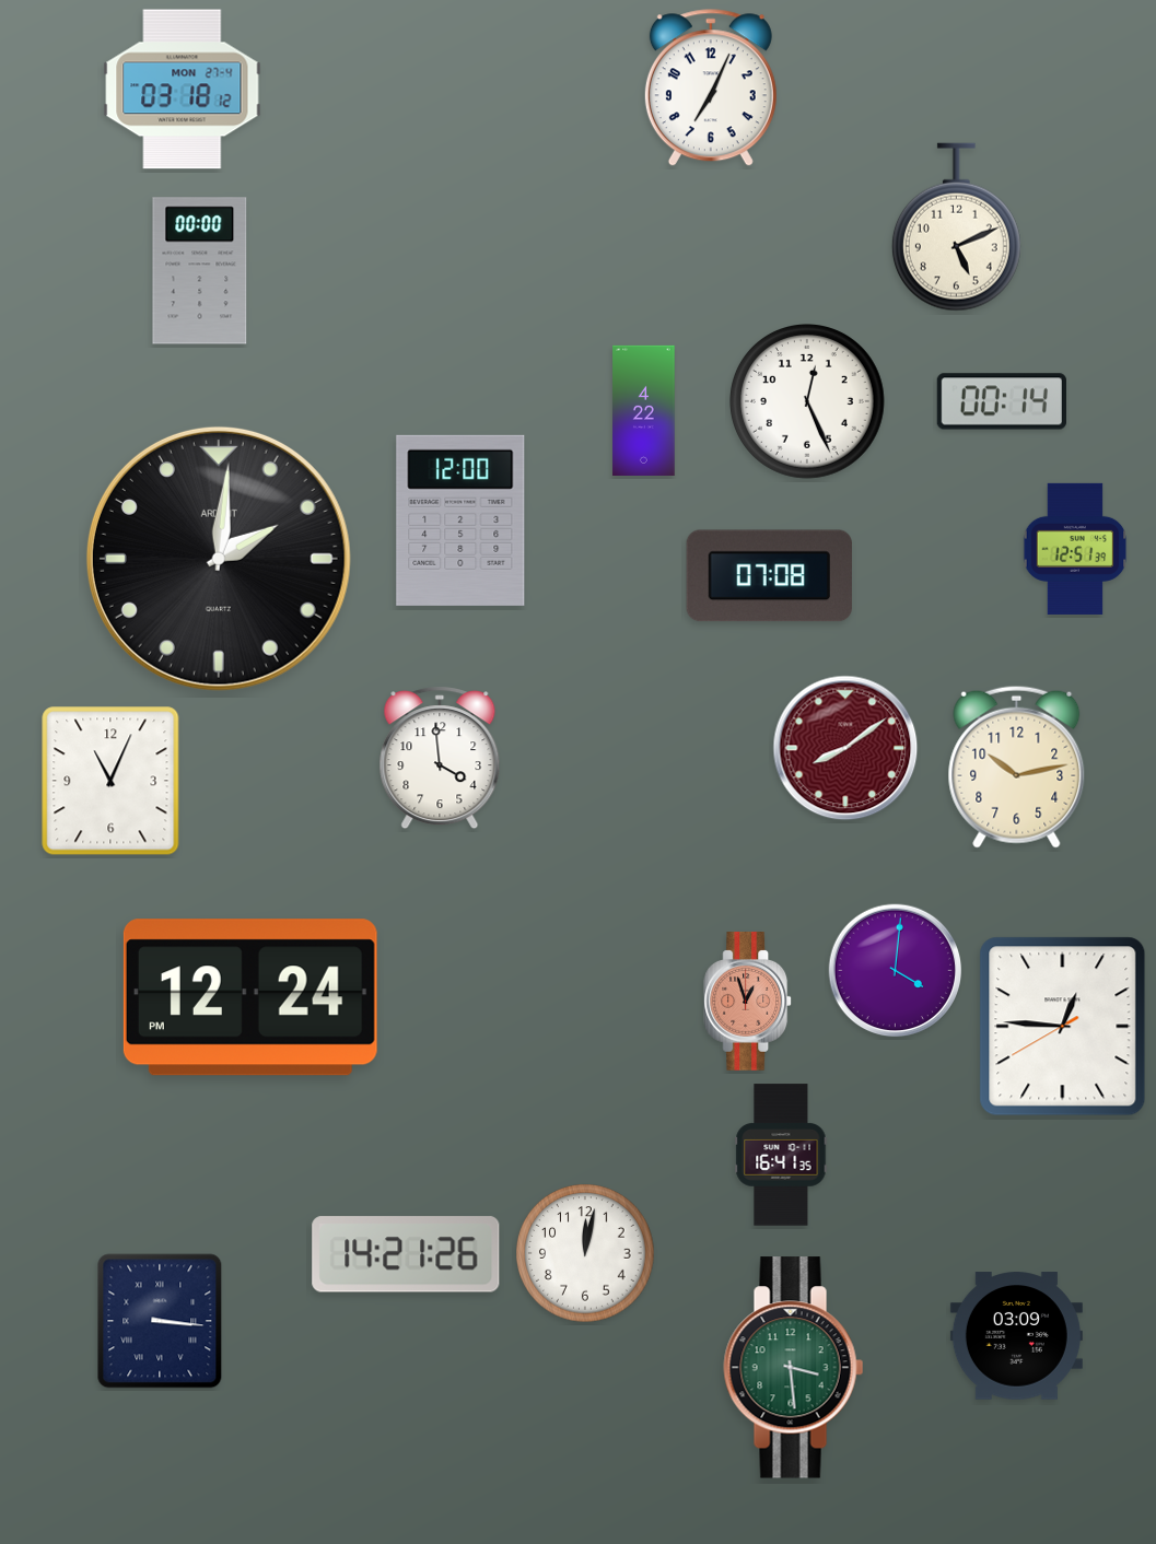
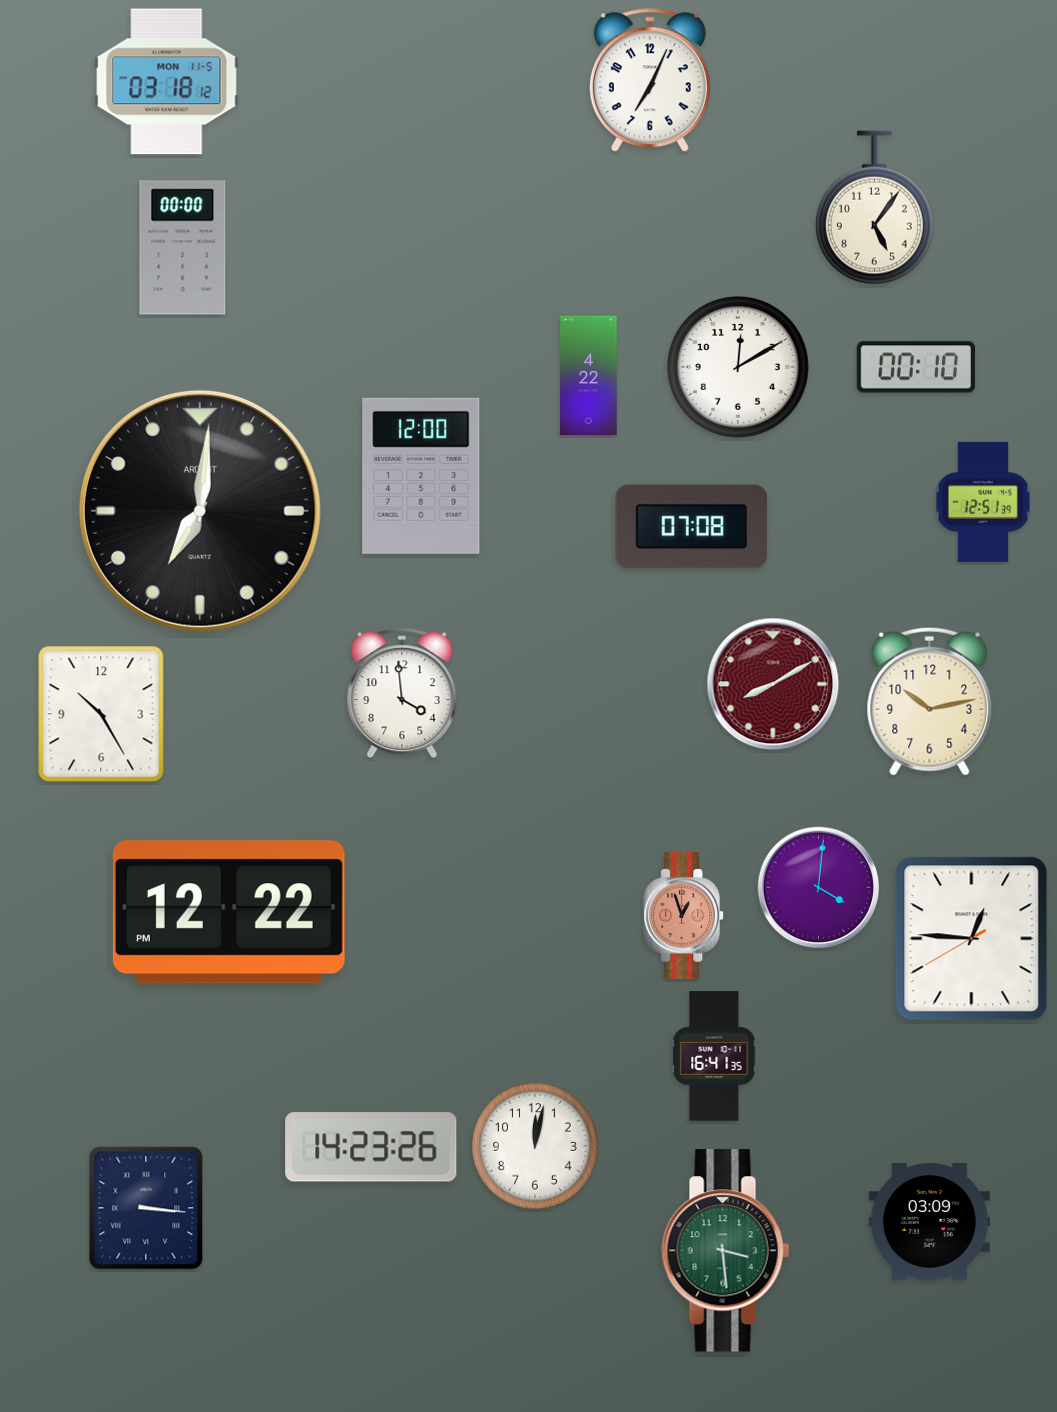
clock at (183, 90) date: MON 27-4 -> MON 11-5
clock at (956, 227): 5:11 -> 5:06
clock at (1002, 401): 00:14 -> 00:10
clock at (808, 402): 12:26 -> 12:10
clock at (219, 559): 2:01 -> 7:01
clock at (769, 576) position: (769, 576) -> (691, 527)
clock at (845, 748): 8:09 -> 8:10
clock at (110, 781): 11:04 -> 10:25
clock at (250, 997): 12:24 -> 12:22
clock at (406, 1254): 14:21 -> 14:23
